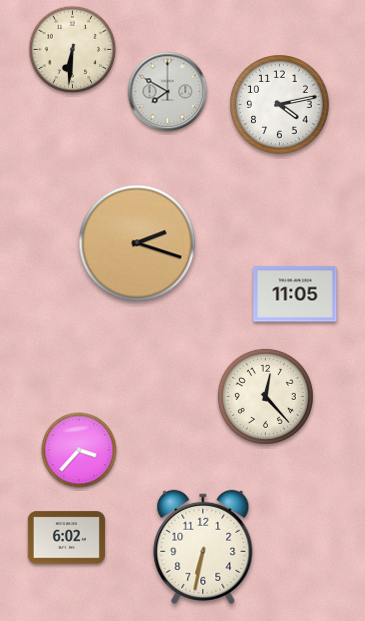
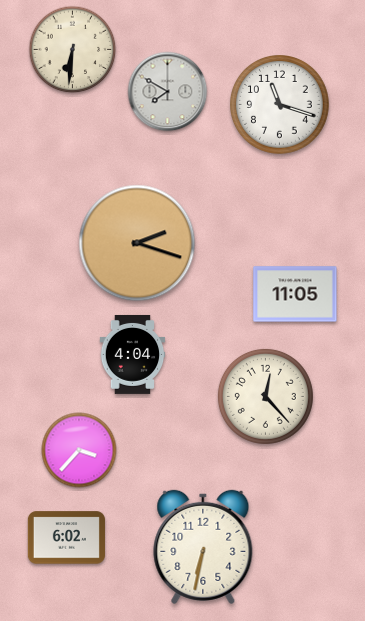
clock at (280, 105): 4:13 -> 11:18
clock at (133, 354): none -> 4:04
